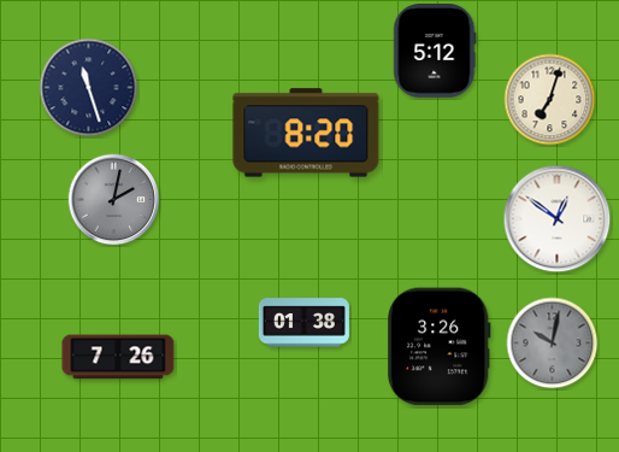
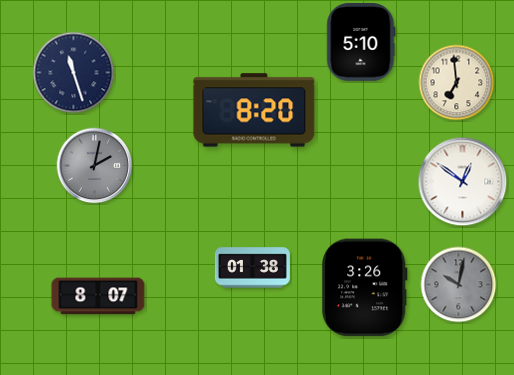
clock at (435, 52): 5:12 -> 5:10
clock at (550, 100): 7:03 -> 6:59
clock at (118, 357): 7:26 -> 8:07
